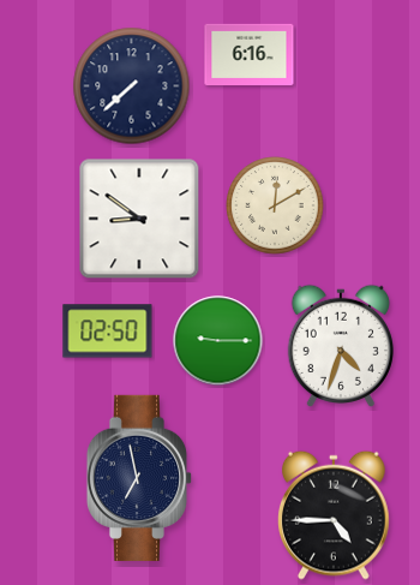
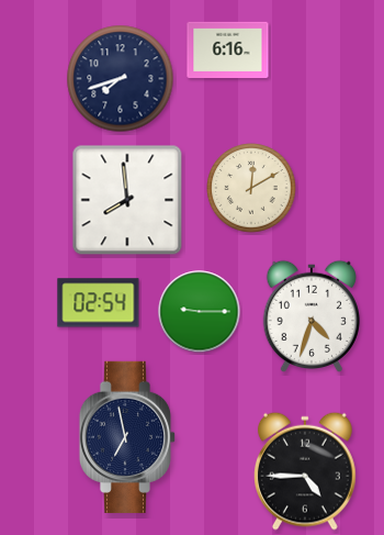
clock at (132, 86): 7:38 -> 7:42
clock at (139, 219): 8:51 -> 7:59
clock at (108, 332): 02:50 -> 02:54
